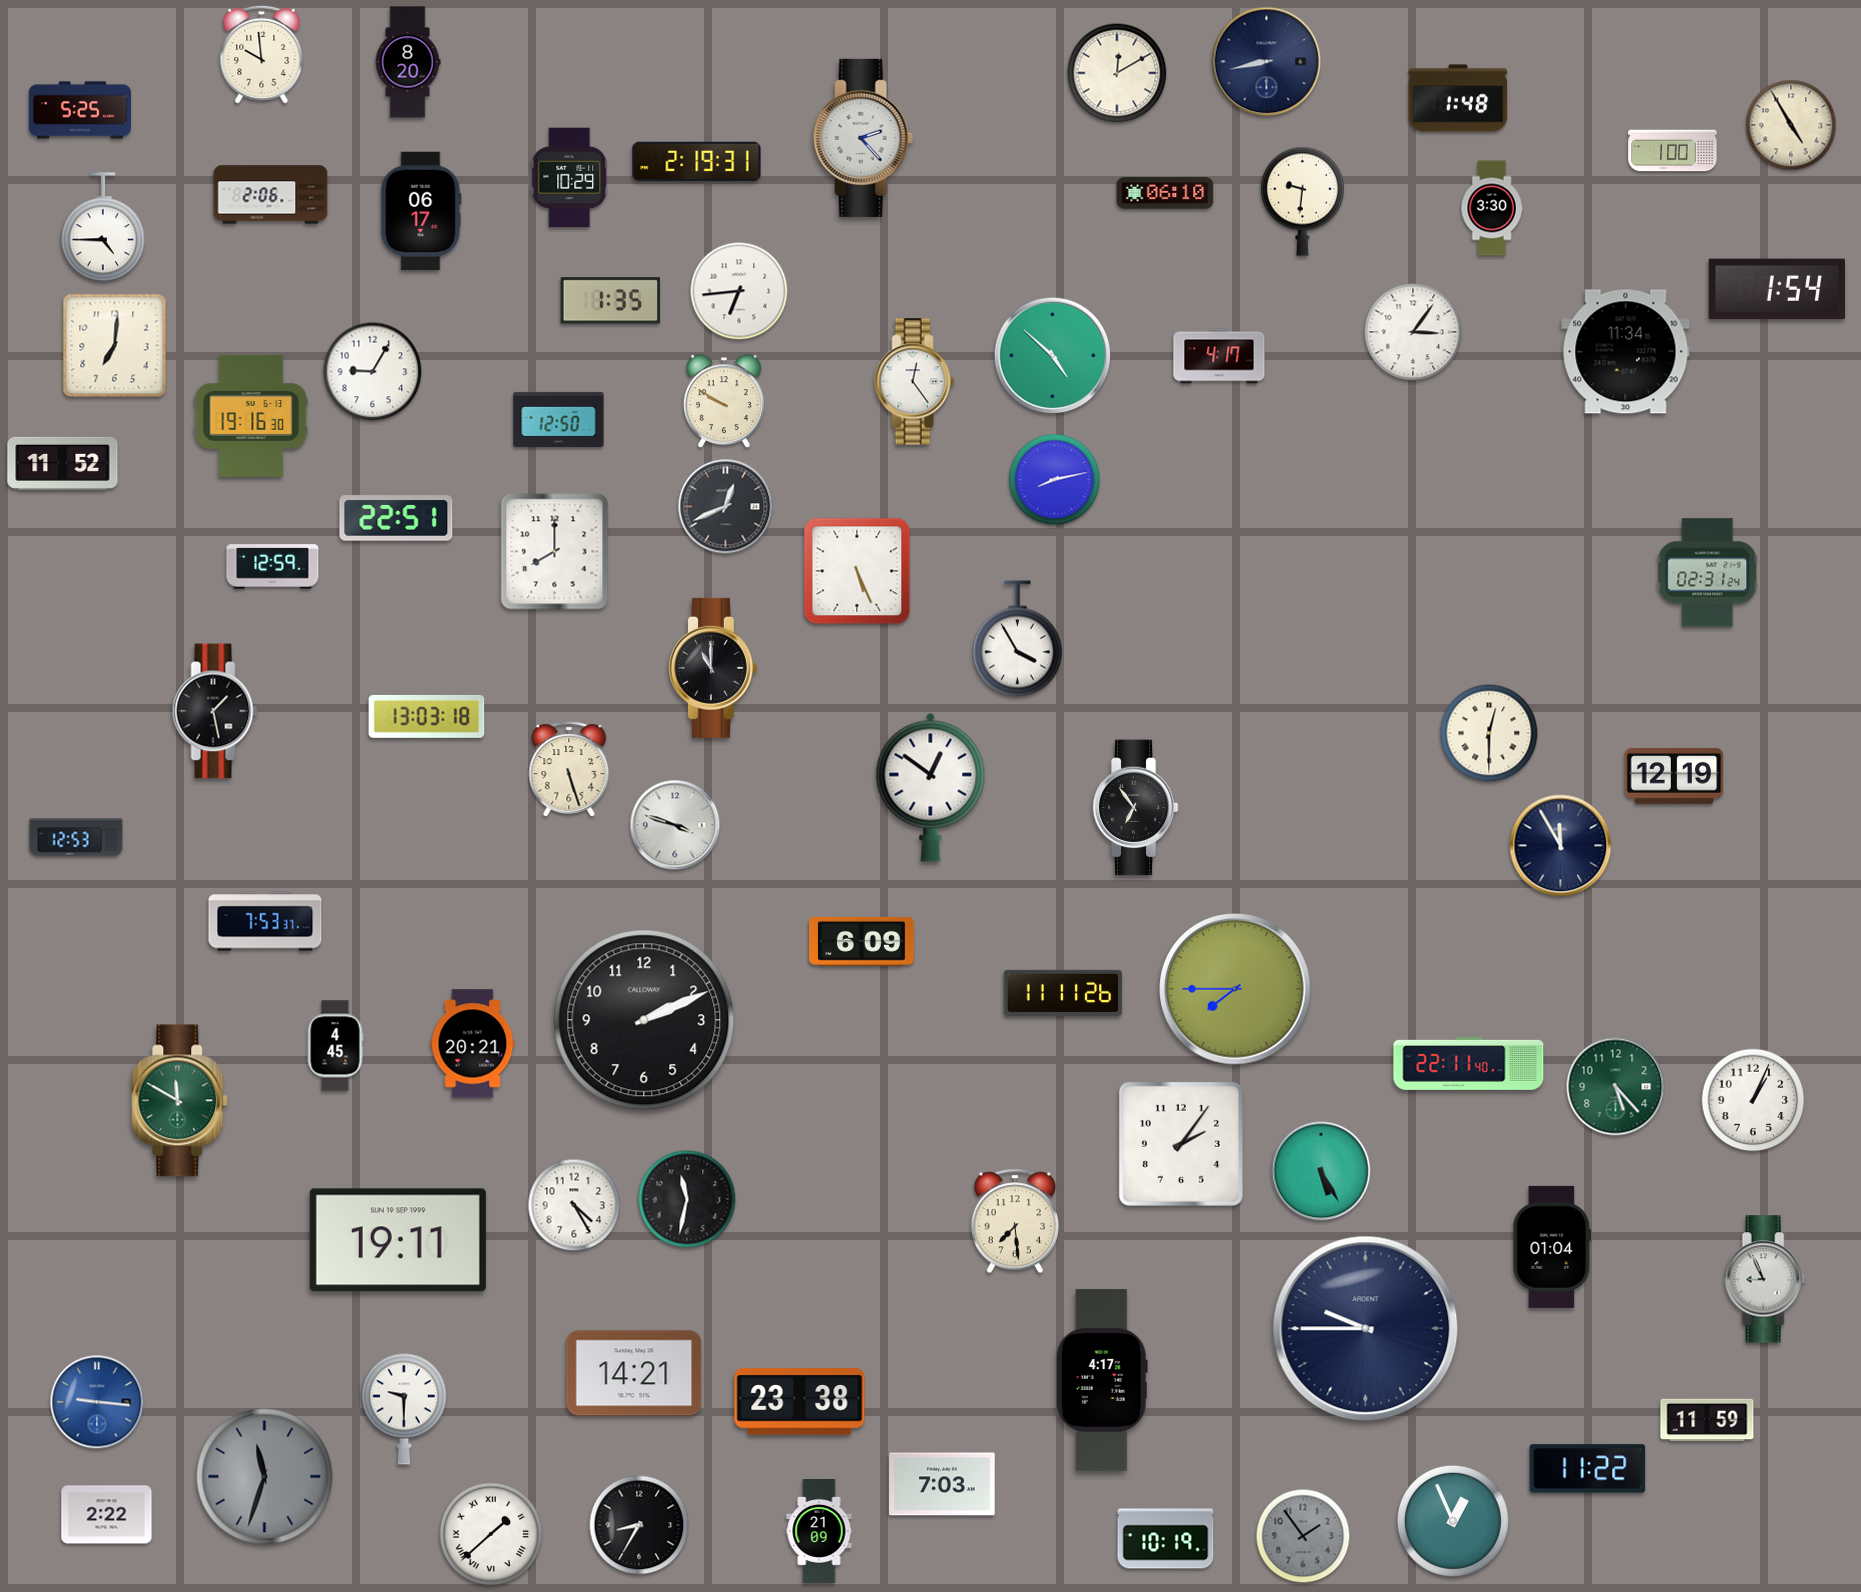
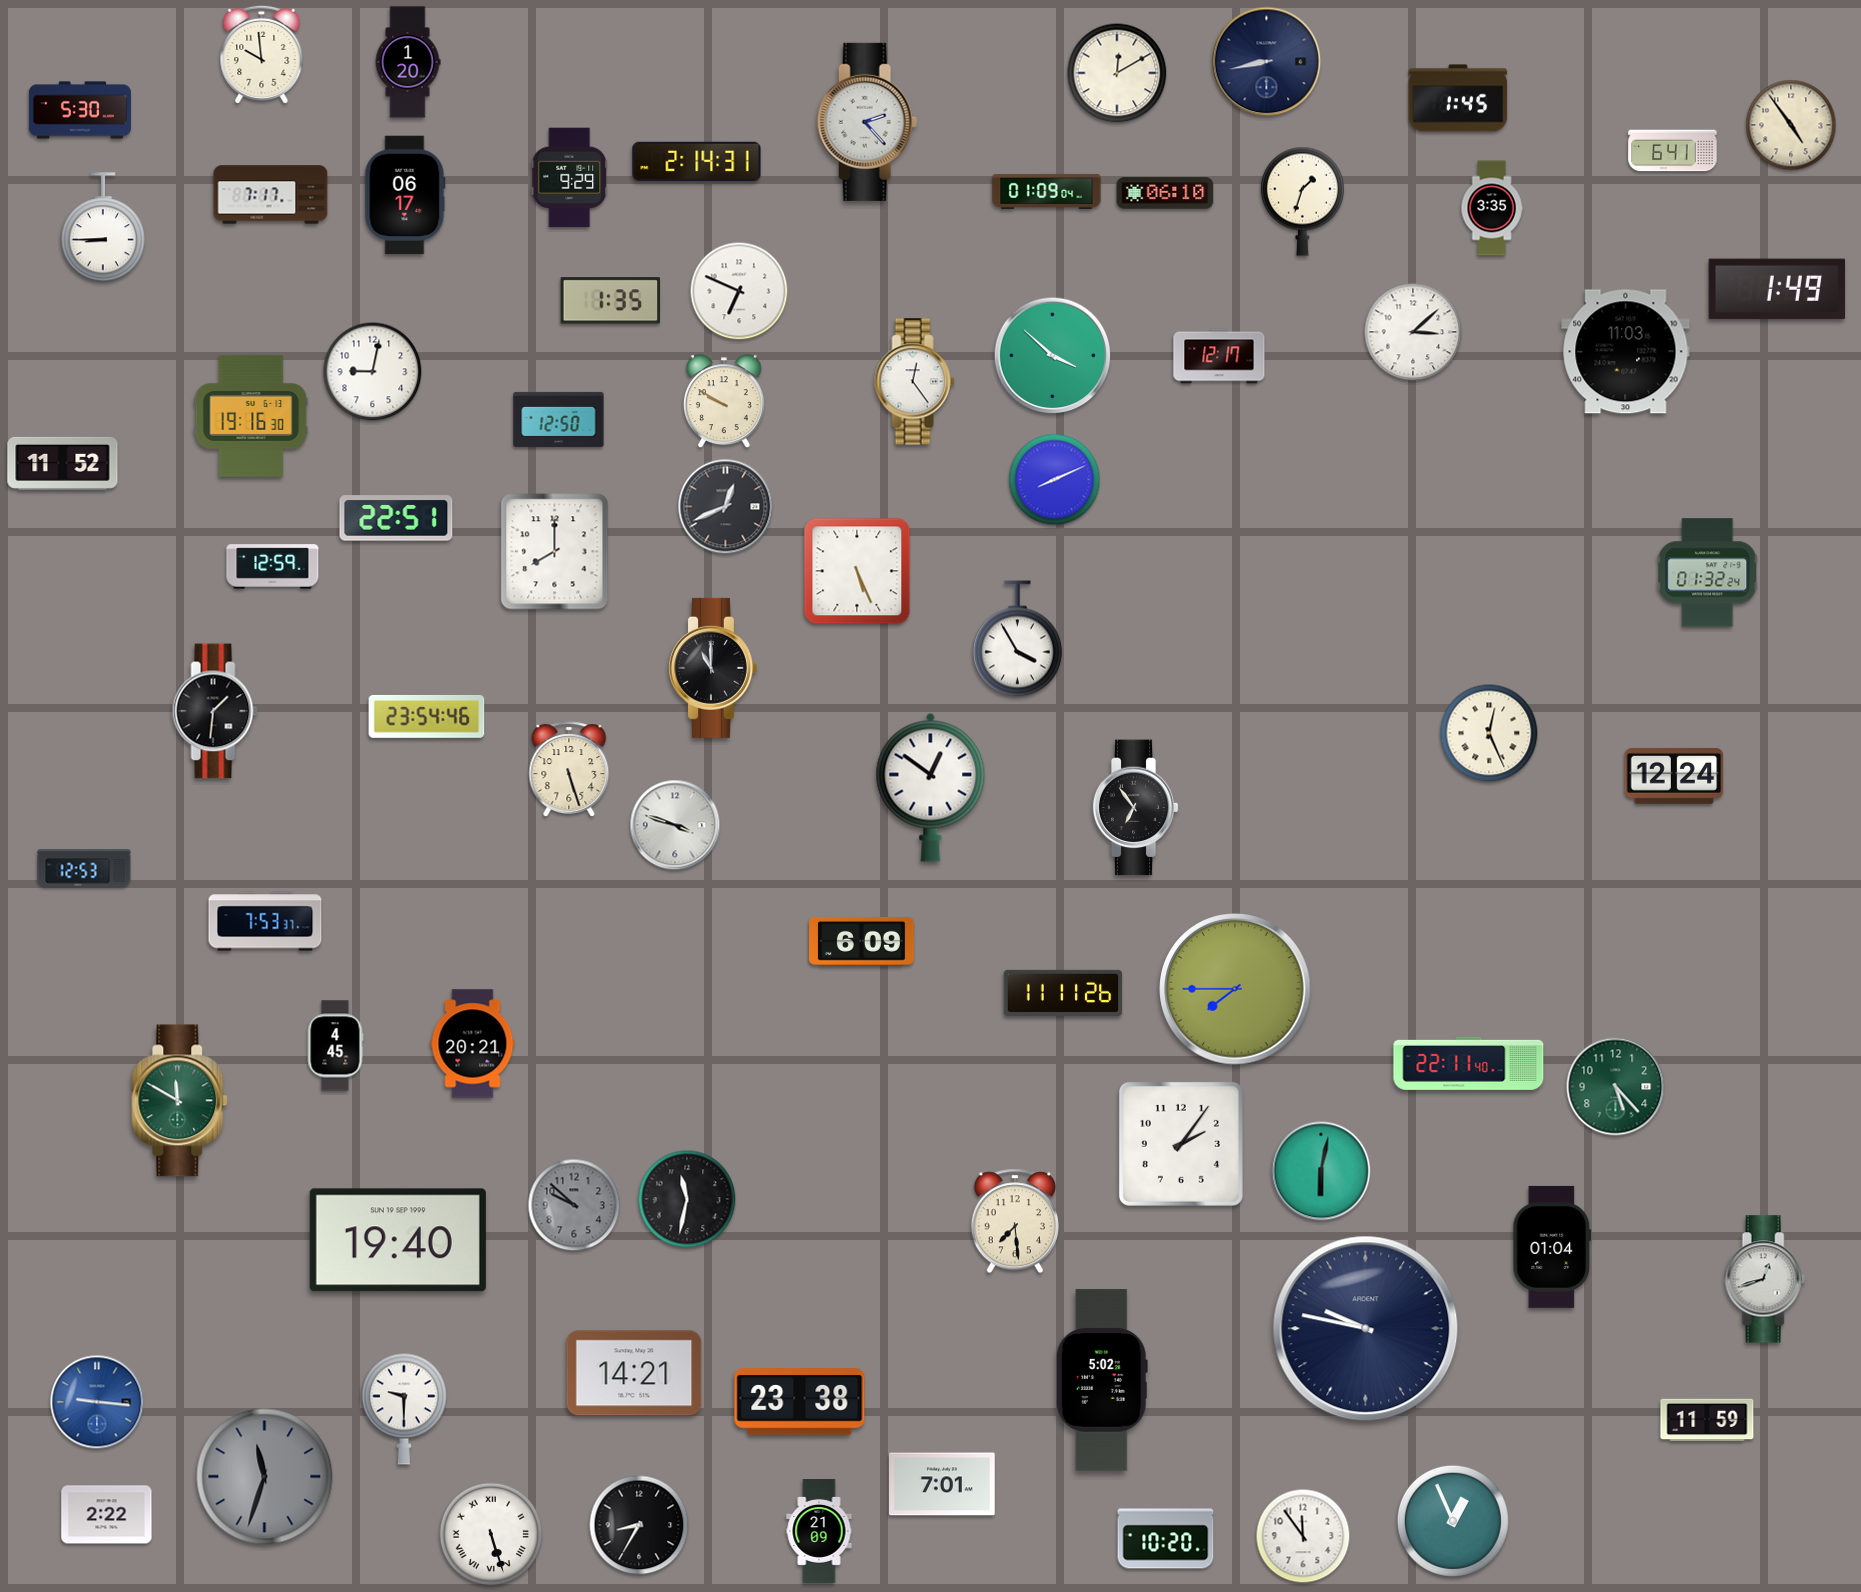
clock at (408, 62): 8:20 -> 1:20
clock at (1458, 98): 1:48 -> 1:45
clock at (80, 110): 5:25 -> 5:30
clock at (1791, 125): 4:55 -> 4:54
clock at (863, 138) position: (863, 138) -> (867, 122)
clock at (1673, 151): 1:00 -> 6:41
clock at (697, 162): 2:19 -> 2:14
clock at (570, 178): 10:29 -> 9:29
clock at (1047, 191): none -> 01:09
clock at (271, 195): 2:06 -> 7:17
clock at (1302, 201): 9:31 -> 1:33
clock at (1492, 208): 3:30 -> 3:35
clock at (421, 211) position: (421, 211) -> (405, 195)
clock at (103, 228): 4:45 -> 8:45
clock at (1777, 289): 1:54 -> 1:49
clock at (739, 291): 6:44 -> 6:49
clock at (1413, 332): 3:06 -> 3:08
clock at (115, 346): 7:01 -> none
clock at (1626, 352): 11:34 -> 11:03
clock at (1053, 356): 4:52 -> 3:52
clock at (1219, 356): 4:17 -> 12:17
clock at (373, 372): 9:05 -> 9:02
clock at (1055, 480): 8:13 -> 8:11
clock at (1708, 573): 02:31 -> 01:32
clock at (215, 711): 1:28 -> 1:31
clock at (427, 716): 13:03 -> 23:54
clock at (1489, 733): 12:30 -> 12:26
clock at (1674, 776): 12:19 -> 12:24
clock at (76, 837) position: (76, 837) -> (84, 868)
clock at (1561, 846): 11:55 -> none
clock at (644, 1020): 2:11 -> none
clock at (1753, 1100): 1:04 -> none
clock at (1321, 1171): 5:25 -> 6:02
clock at (574, 1205): 4:25 -> 9:52
clock at (574, 1205) dial: white -> grey
clock at (398, 1240): 19:11 -> 19:40
clock at (1765, 1279): 8:56 -> 12:42
clock at (1366, 1329): 9:45 -> 9:47
clock at (1102, 1380): 4:17 -> 5:02
clock at (1588, 1469): 11:22 -> none
clock at (942, 1484): 7:03 -> 7:01
clock at (491, 1534): 1:38 -> 5:27
clock at (1303, 1536): 1:54 -> 11:54
clock at (1303, 1536) dial: grey -> white
clock at (1166, 1539): 10:19 -> 10:20
